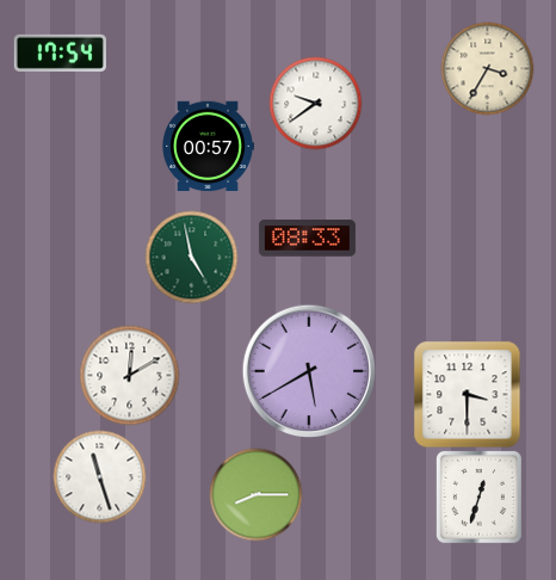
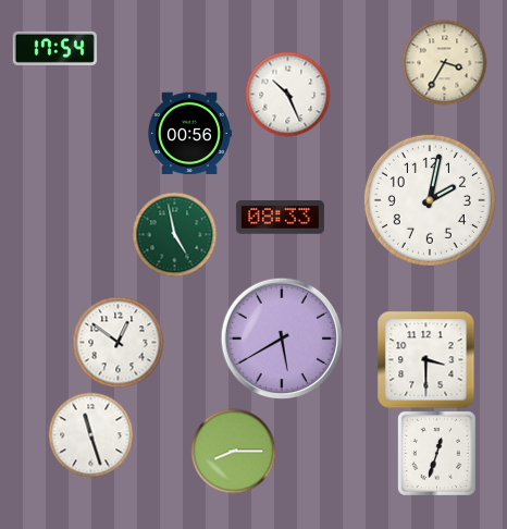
clock at (315, 103): 9:39 -> 10:26
clock at (209, 147): 00:57 -> 00:56
clock at (430, 200): none -> 2:02
clock at (129, 375): 12:10 -> 12:51
